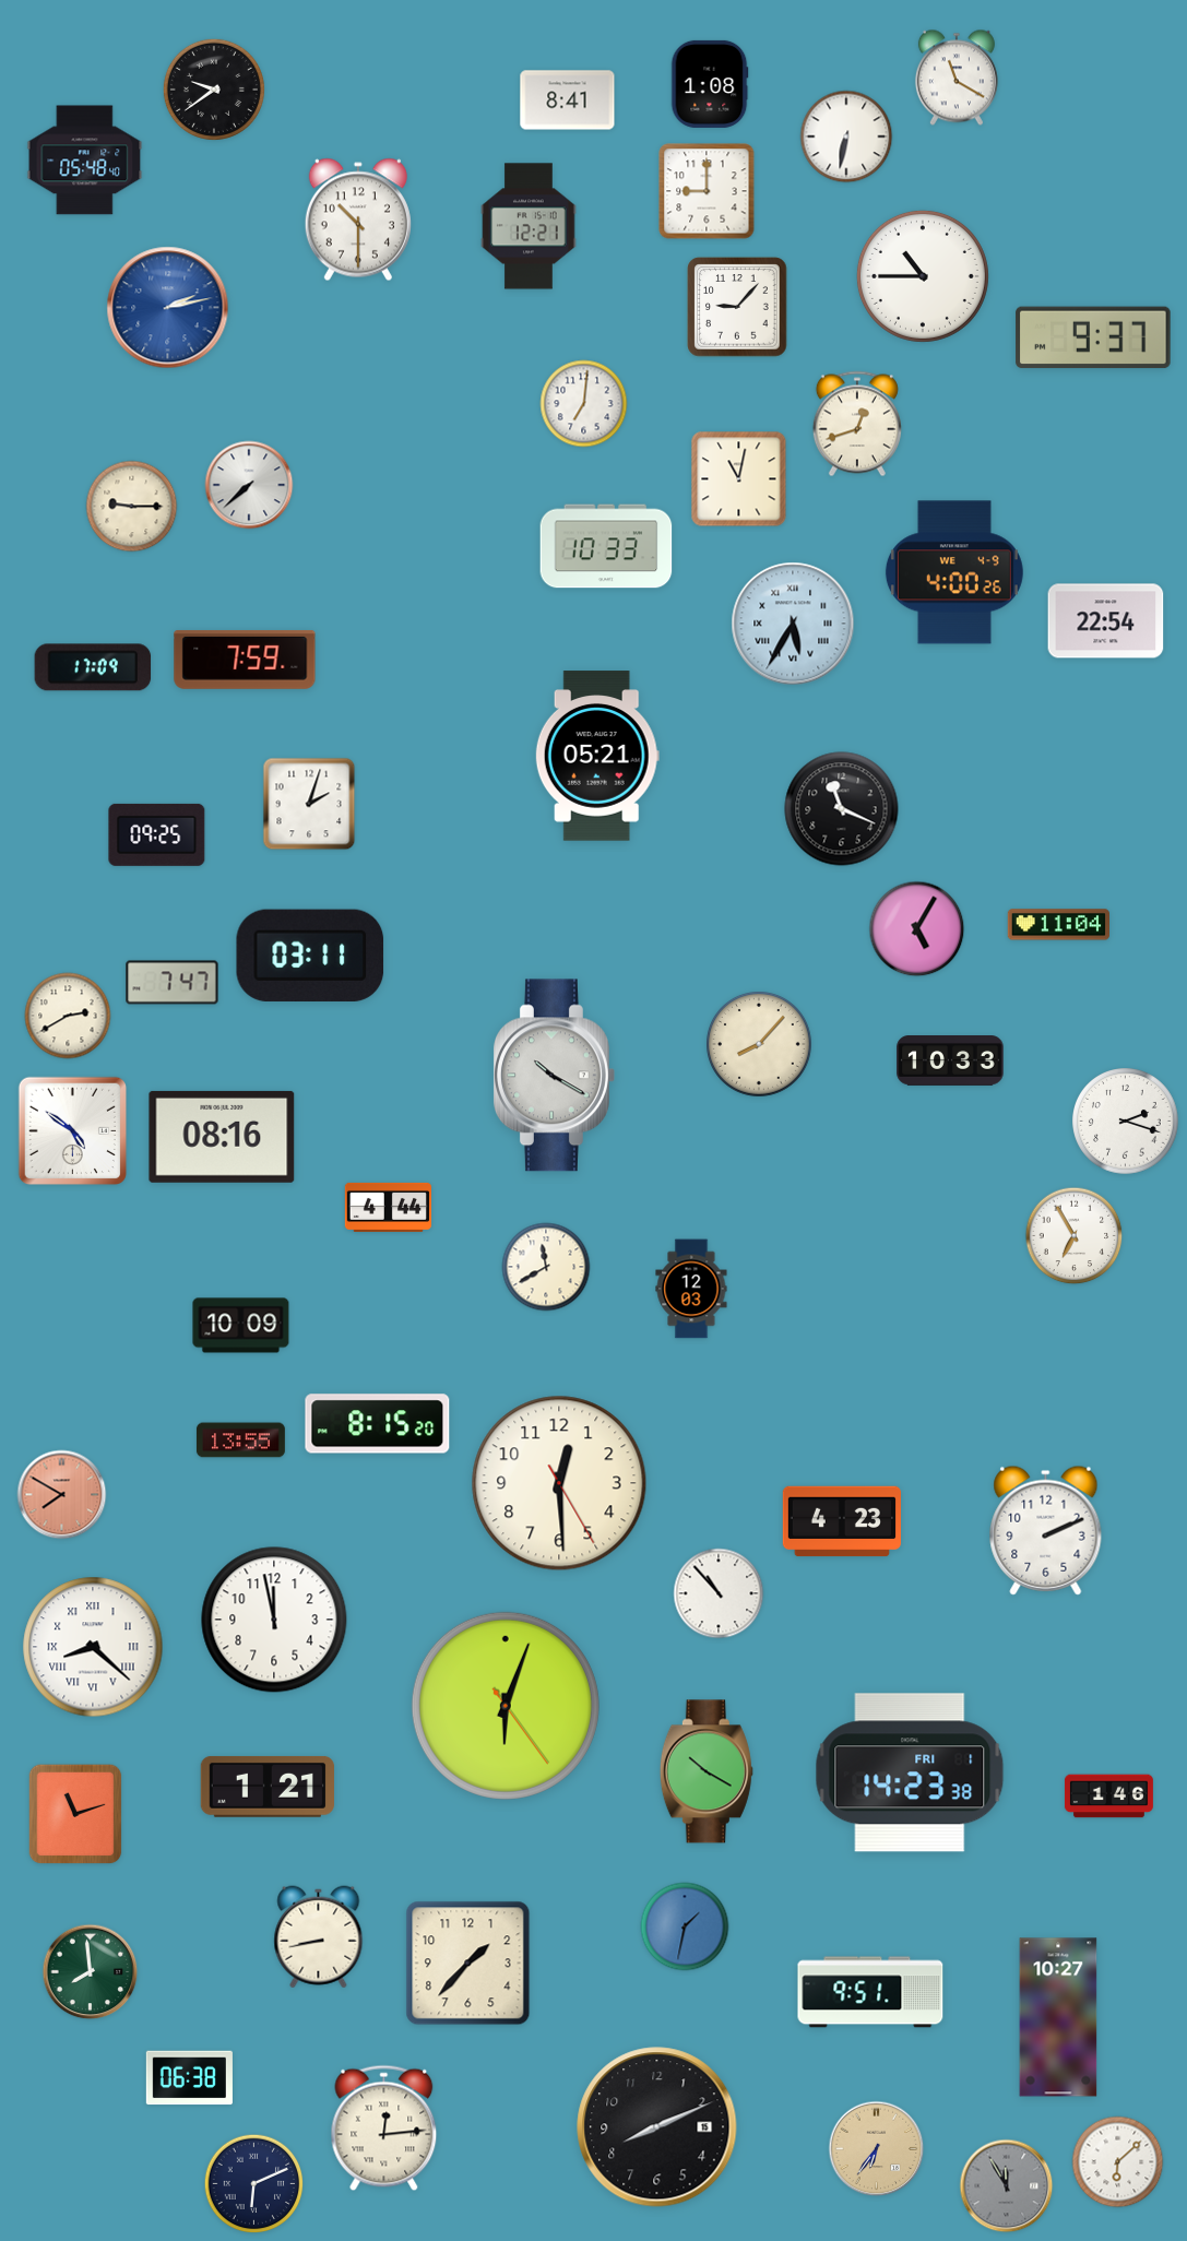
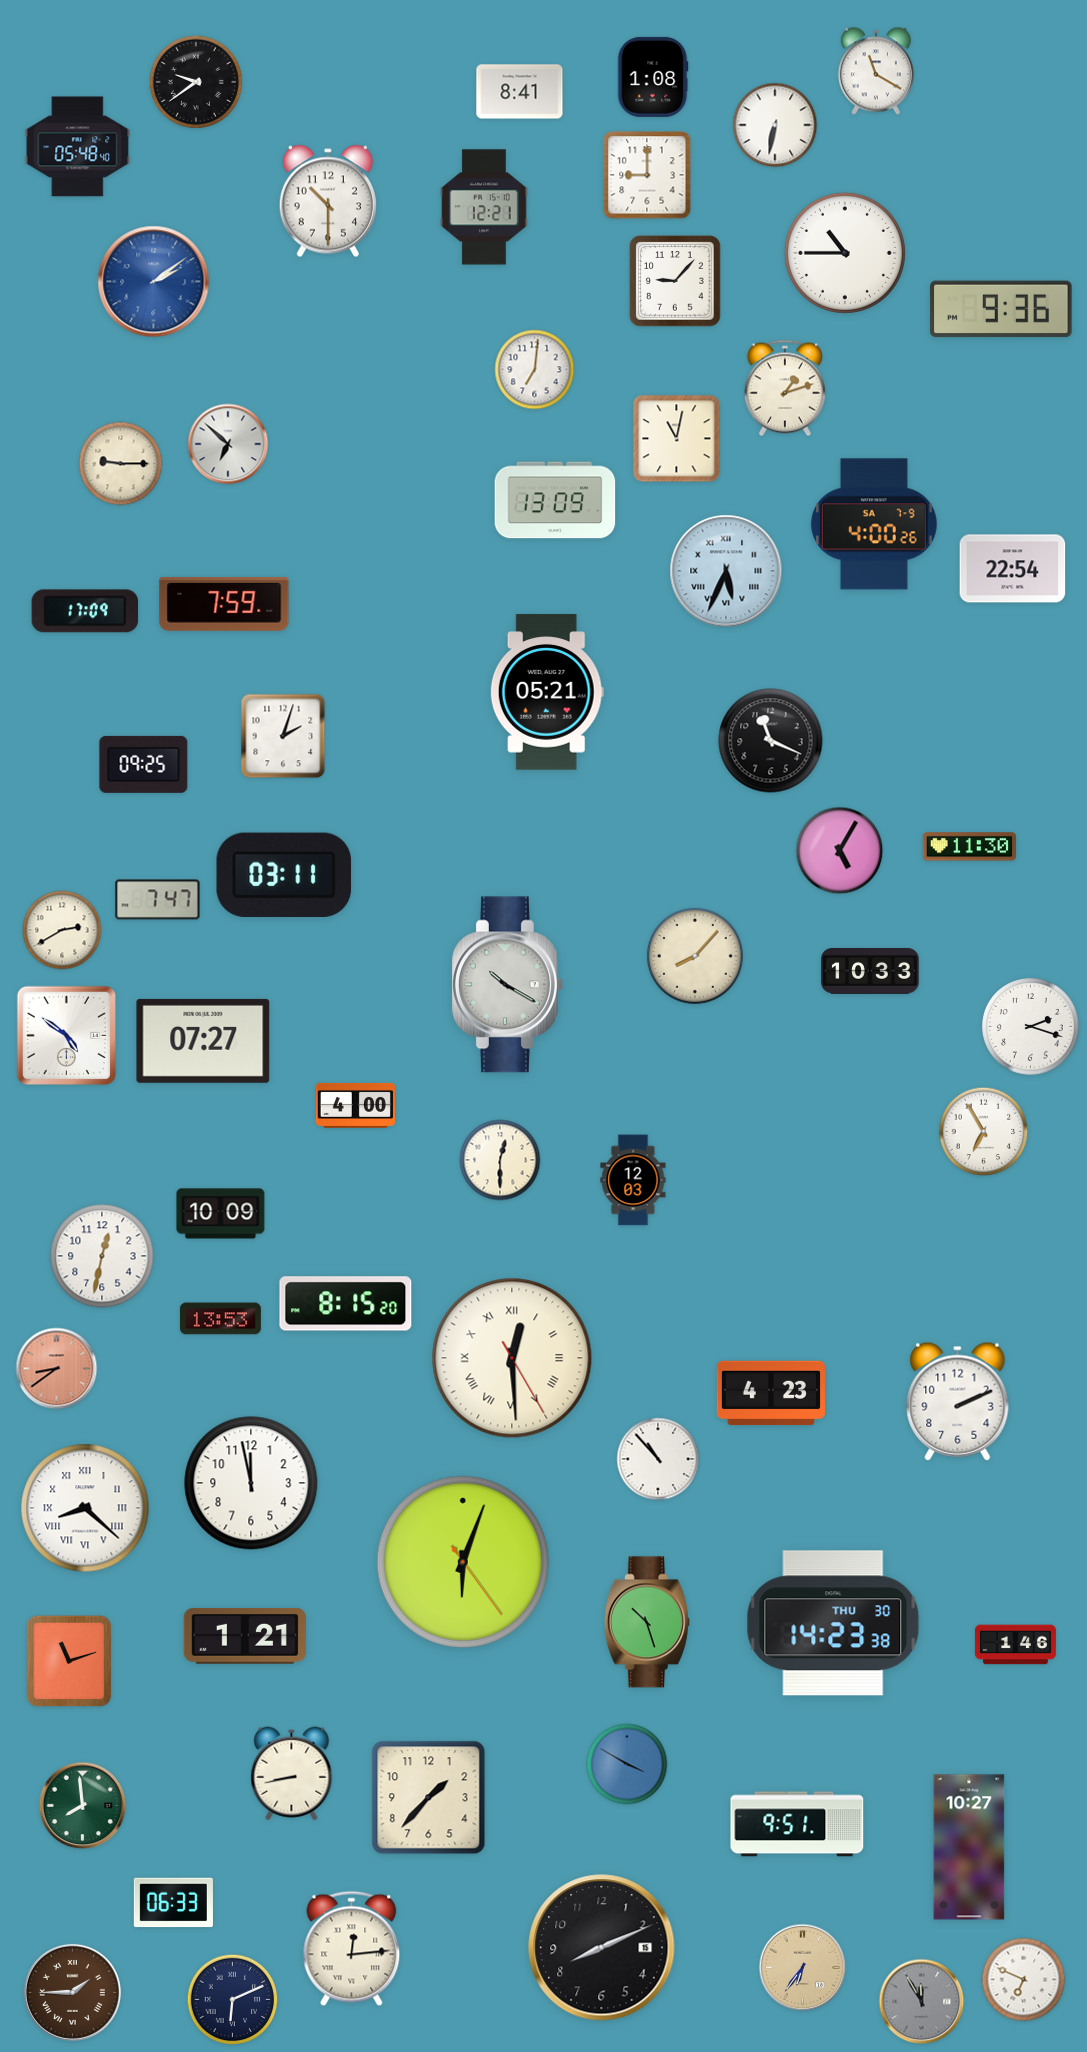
clock at (710, 84) position: (710, 84) -> (653, 77)
clock at (168, 308): 2:13 -> 2:09
clock at (1093, 337): 9:37 -> 9:36
clock at (857, 424): 12:42 -> 1:12
clock at (249, 485): 7:38 -> 6:52
clock at (606, 546): 10:33 -> 13:09
clock at (954, 572) date: WE 4-9 -> SA 7-9
clock at (793, 624): 5:35 -> 5:34
clock at (1058, 925): 11:04 -> 11:30
clock at (222, 1137): 08:16 -> 07:27
clock at (388, 1207): 4:44 -> 4:00
clock at (546, 1267): 11:40 -> 12:30
clock at (102, 1256): none -> 12:32
clock at (240, 1440): 13:55 -> 13:53
clock at (559, 1483) numerals: Arabic -> Roman
clock at (62, 1495): 7:50 -> 8:39
clock at (707, 1771): 10:20 -> 10:27
clock at (910, 1772) date: FRI 1 -> THU 30
clock at (685, 1926): 1:32 -> 3:50
clock at (189, 2078): 06:38 -> 06:33
clock at (1118, 2162): 6:08 -> 6:49
clock at (72, 1992): none -> 1:45
